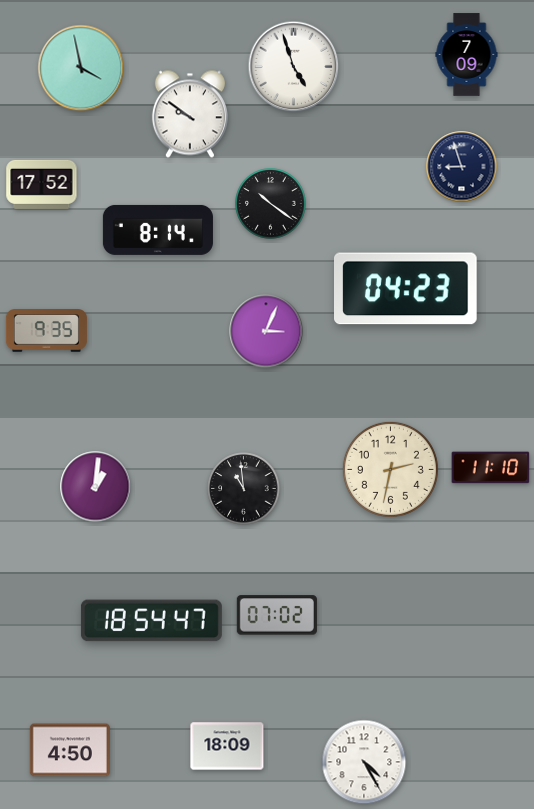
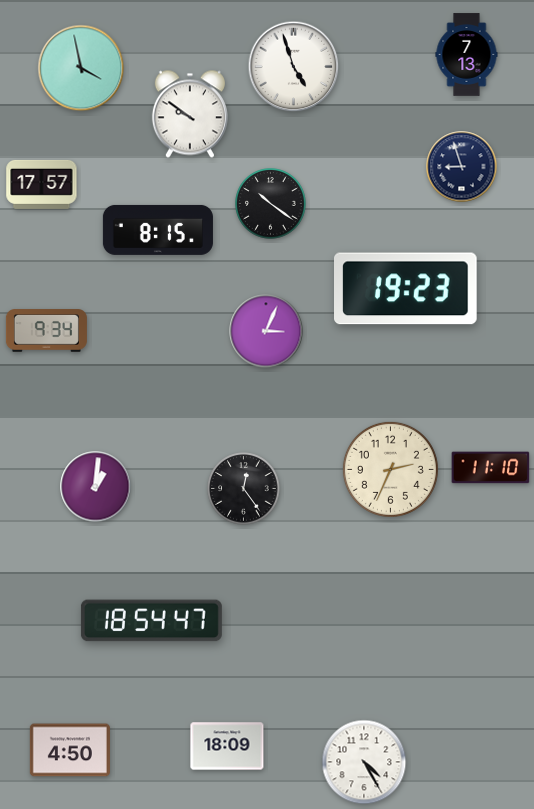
clock at (467, 55): 7:09 -> 7:13
clock at (42, 184): 17:52 -> 17:57
clock at (158, 230): 8:14 -> 8:15
clock at (406, 289): 04:23 -> 19:23
clock at (46, 331): 9:35 -> 9:34
clock at (390, 469): 2:32 -> 2:34
clock at (244, 489): 10:59 -> 12:24
clock at (277, 615): 07:02 -> none
